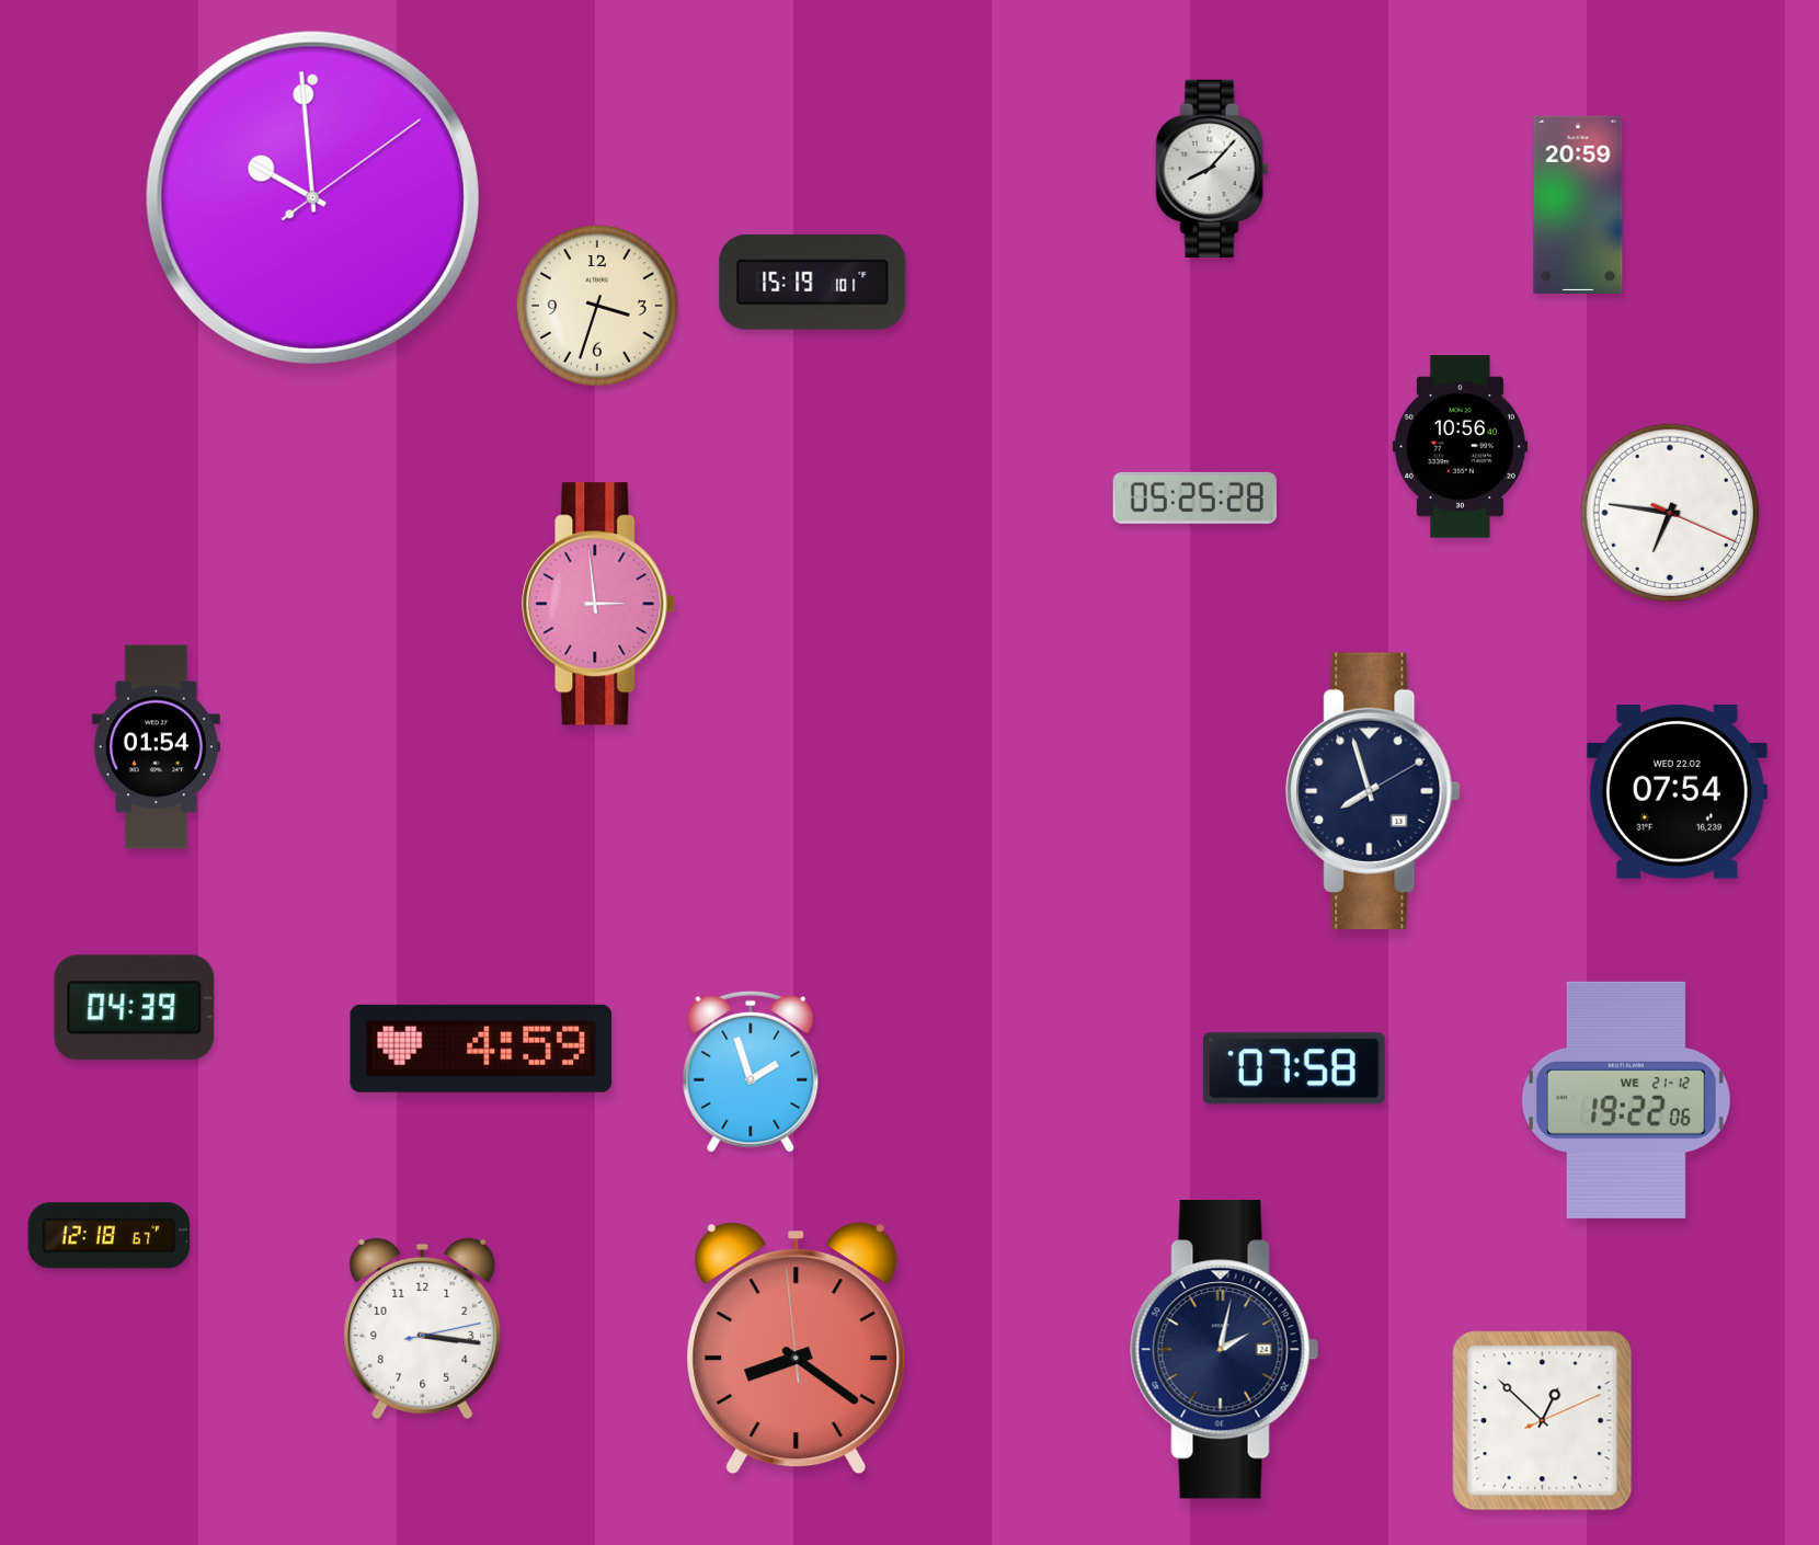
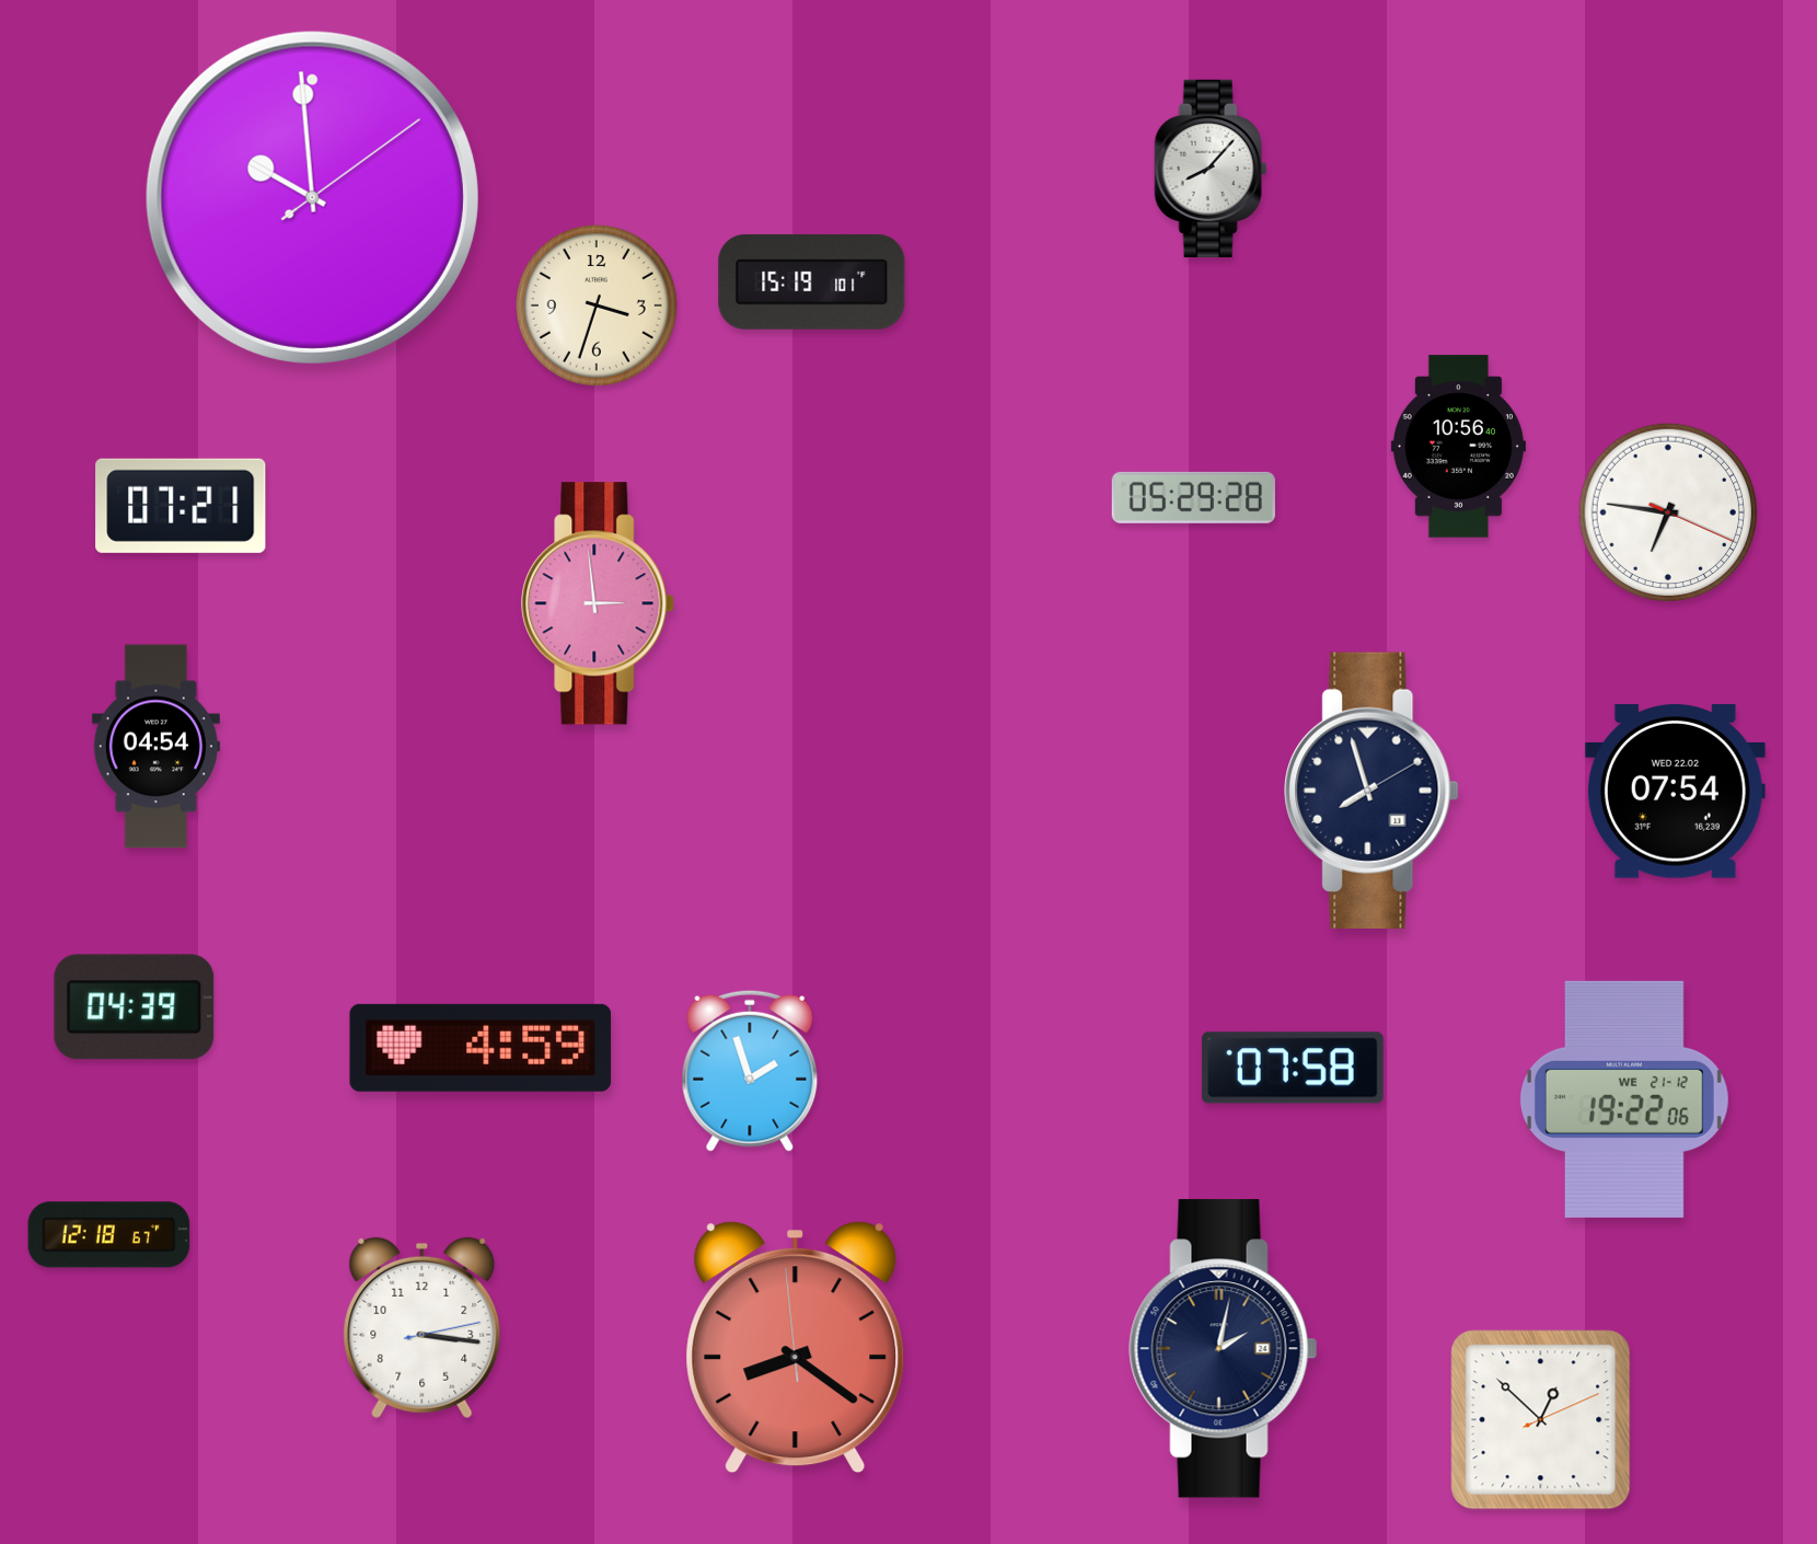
clock at (1578, 204): 20:59 -> none
clock at (1194, 497): 05:25 -> 05:29
clock at (181, 506): none -> 07:21
clock at (156, 747): 01:54 -> 04:54
